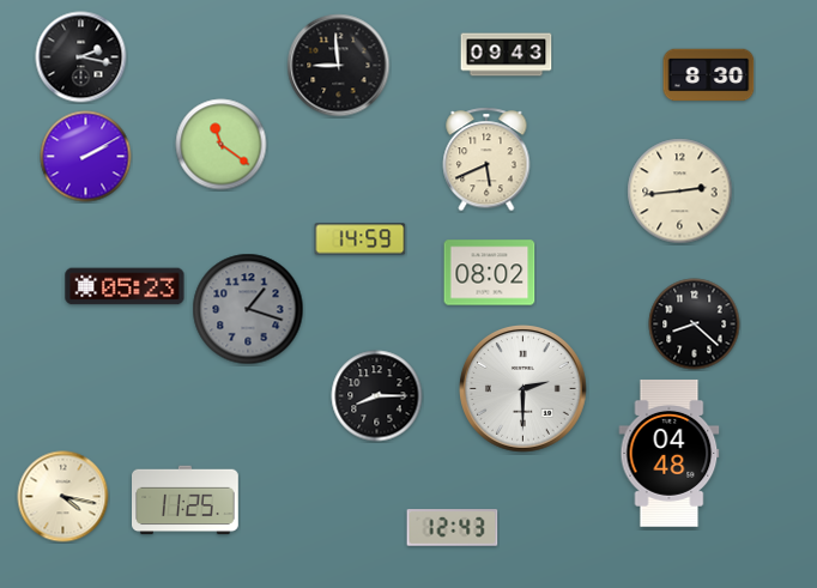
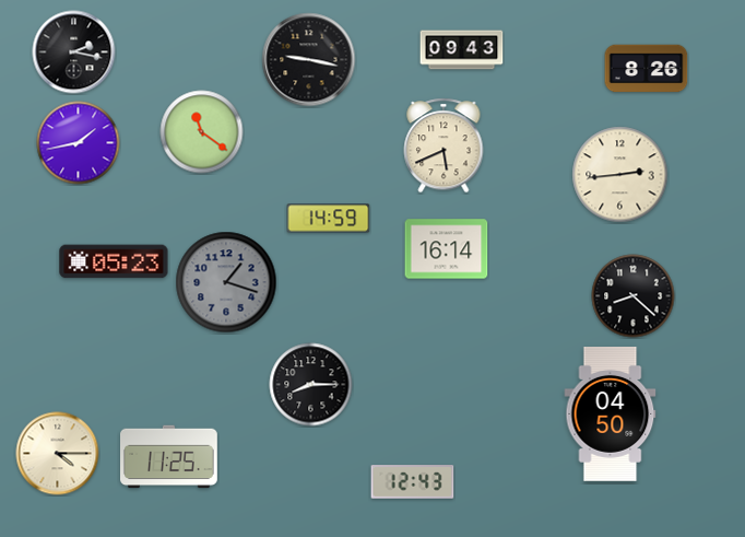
clock at (339, 66): 8:59 -> 9:17
clock at (709, 75): 8:30 -> 8:26
clock at (86, 157): 2:10 -> 1:43
clock at (490, 273): 08:02 -> 16:14
clock at (524, 389): 2:30 -> none
clock at (377, 396) position: (377, 396) -> (311, 385)
clock at (670, 453): 04:48 -> 04:50
clock at (63, 497): 4:17 -> 4:15
